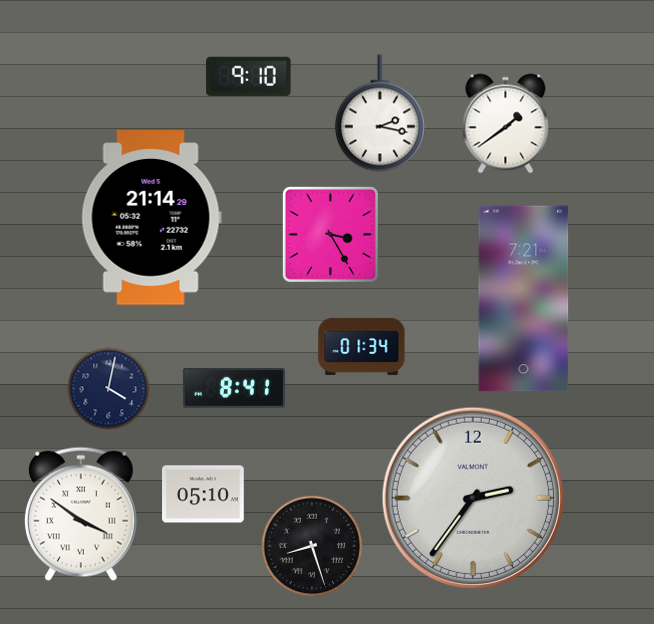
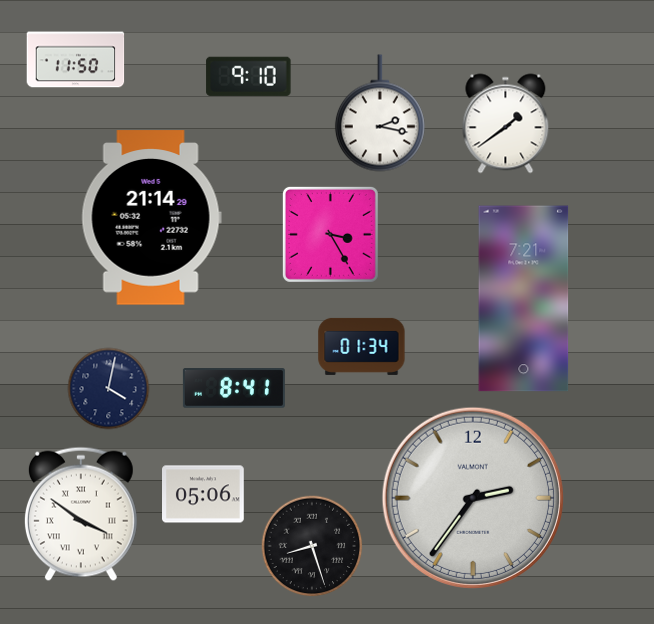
clock at (76, 60): none -> 11:50
clock at (203, 494): 05:10 -> 05:06
